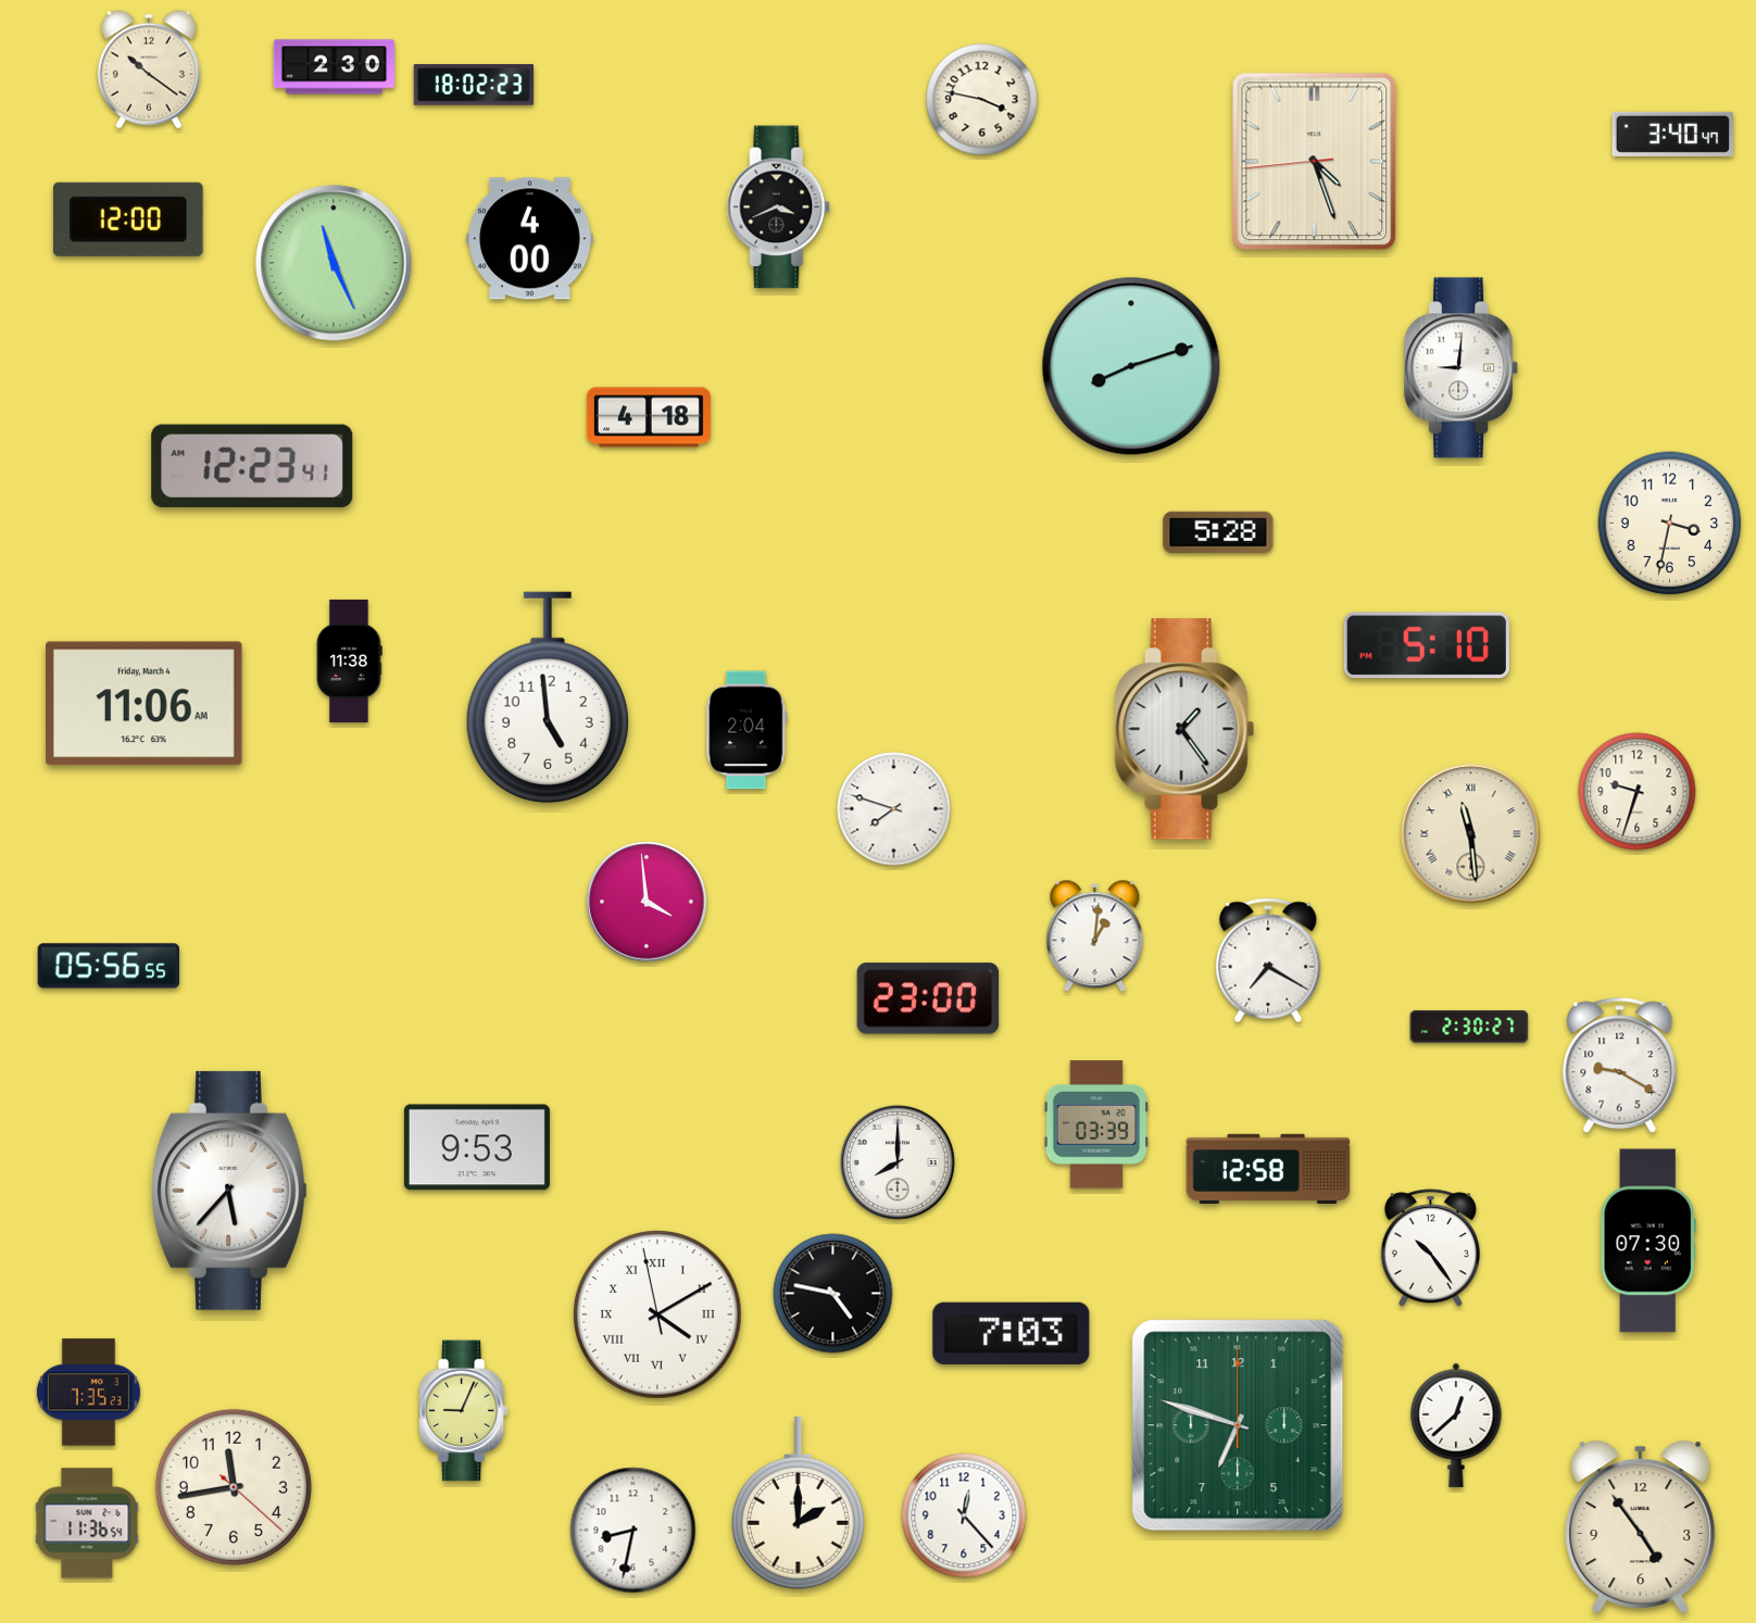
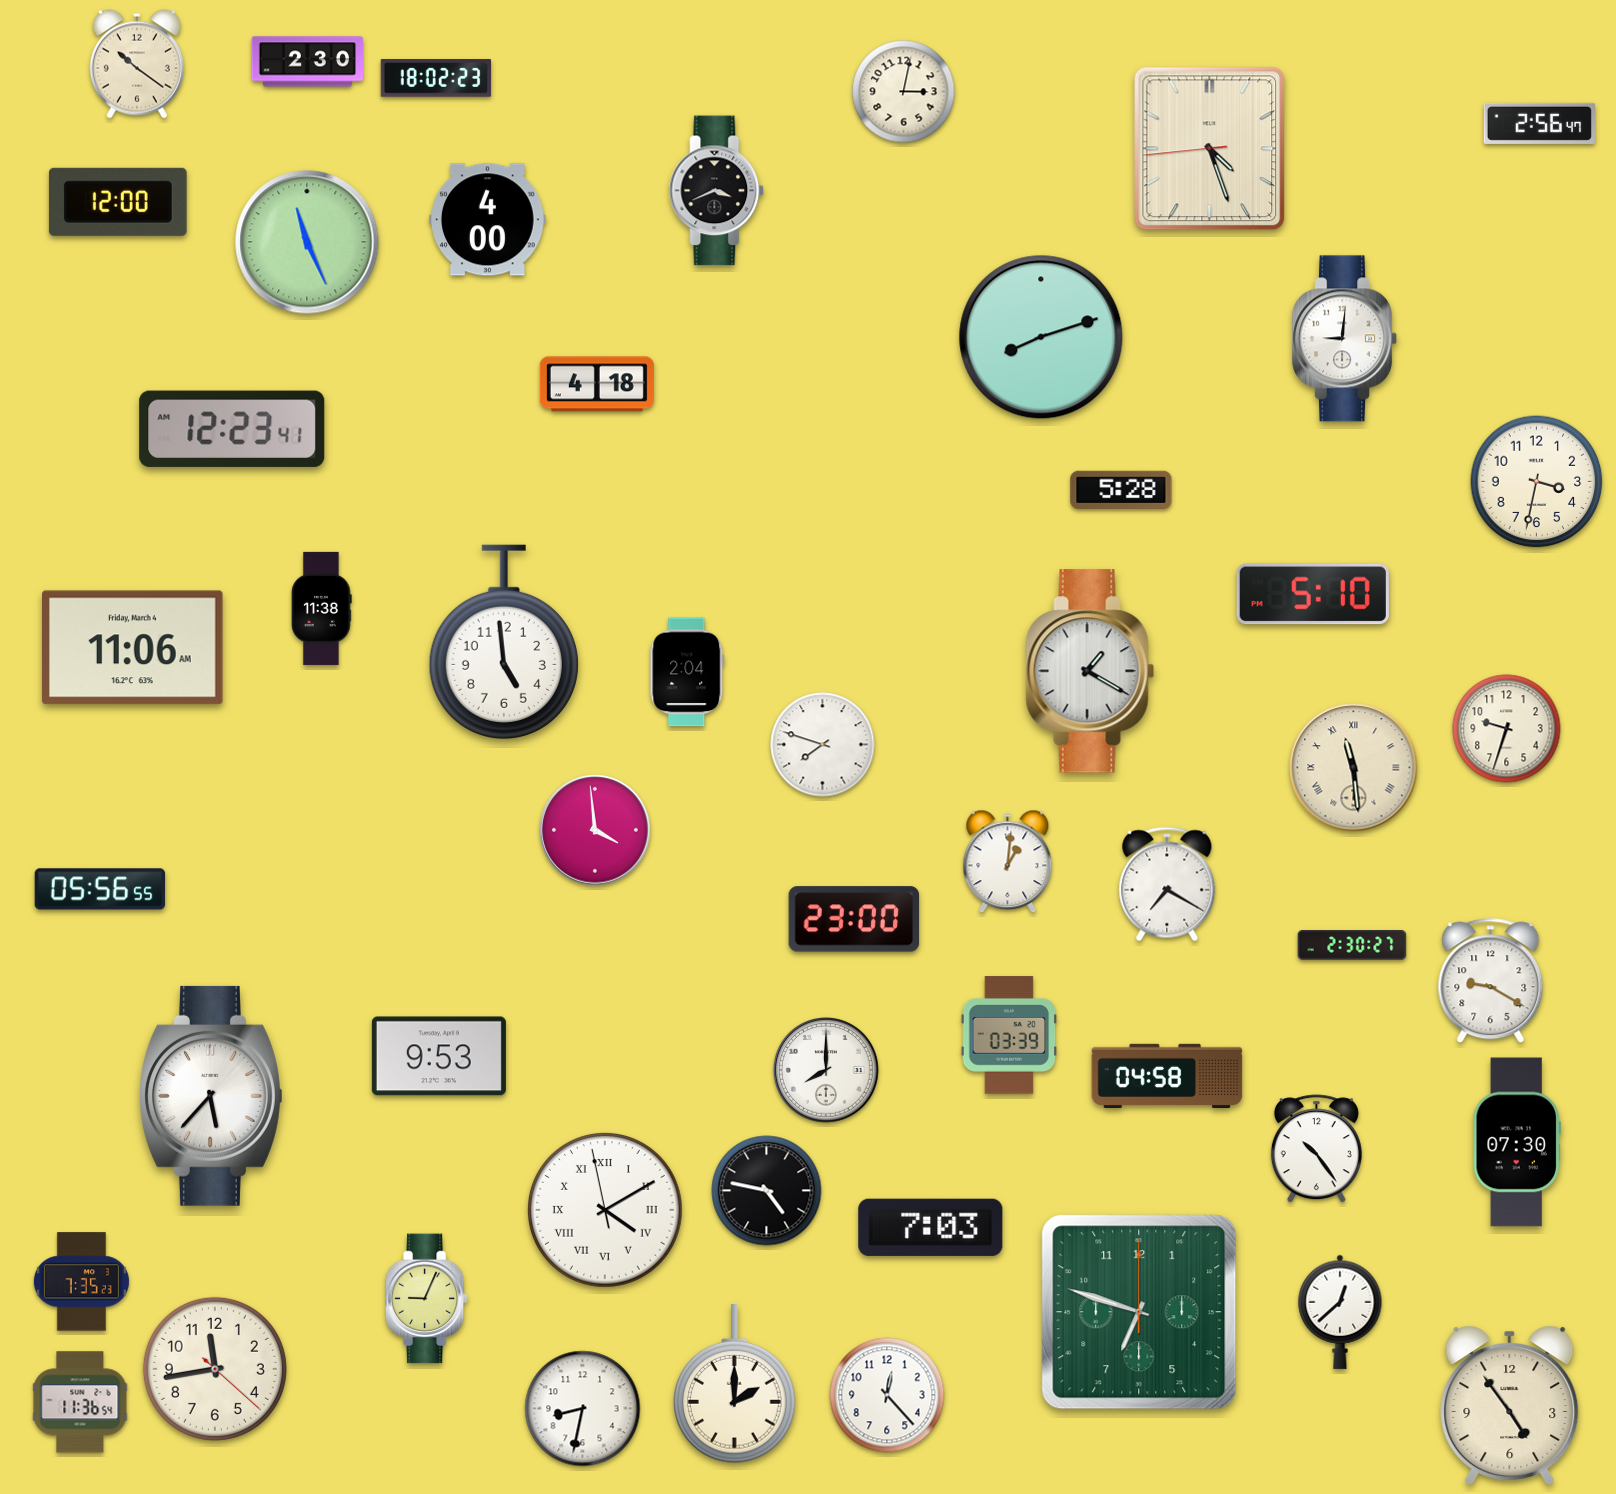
clock at (982, 100): 3:47 -> 3:02
clock at (1672, 134): 3:40 -> 2:56
clock at (1184, 729): 1:24 -> 1:20
clock at (1268, 1168): 12:58 -> 04:58
